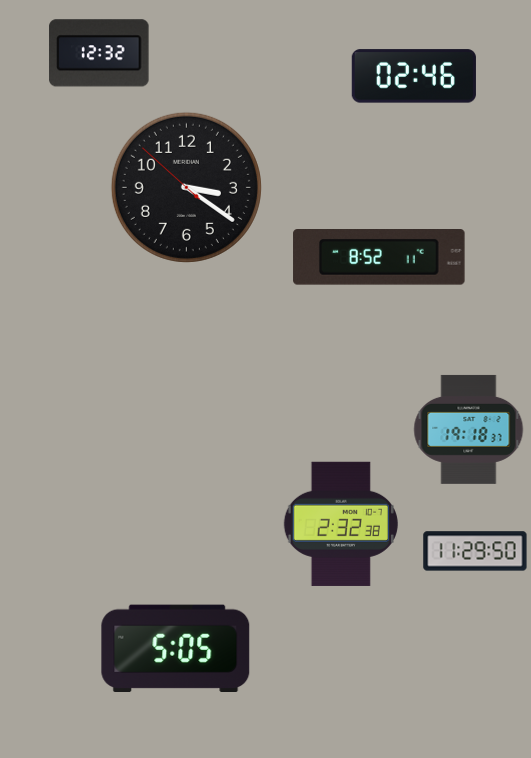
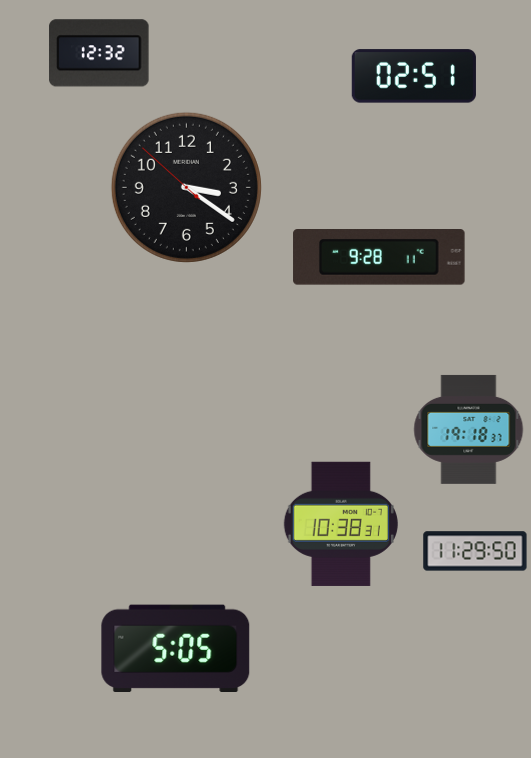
clock at (414, 76): 02:46 -> 02:51
clock at (379, 257): 8:52 -> 9:28
clock at (341, 524): 2:32 -> 10:38
